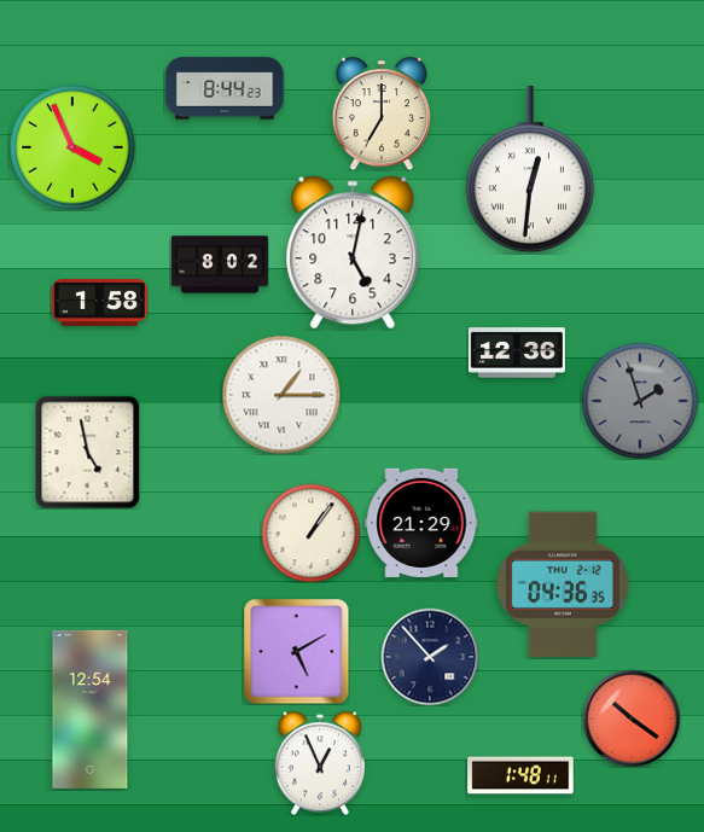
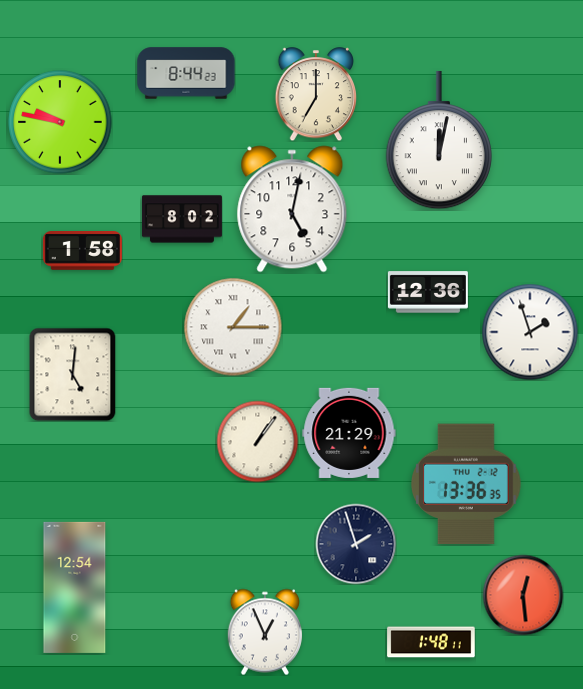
clock at (72, 147): 3:56 -> 9:47
clock at (529, 169): 12:31 -> 12:02
clock at (640, 401) dial: grey -> white
clock at (88, 452): 4:58 -> 5:01
clock at (564, 584): 04:36 -> 13:36
clock at (296, 651): 5:10 -> none
clock at (430, 657): 1:53 -> 1:57
clock at (632, 718): 10:21 -> 12:29
